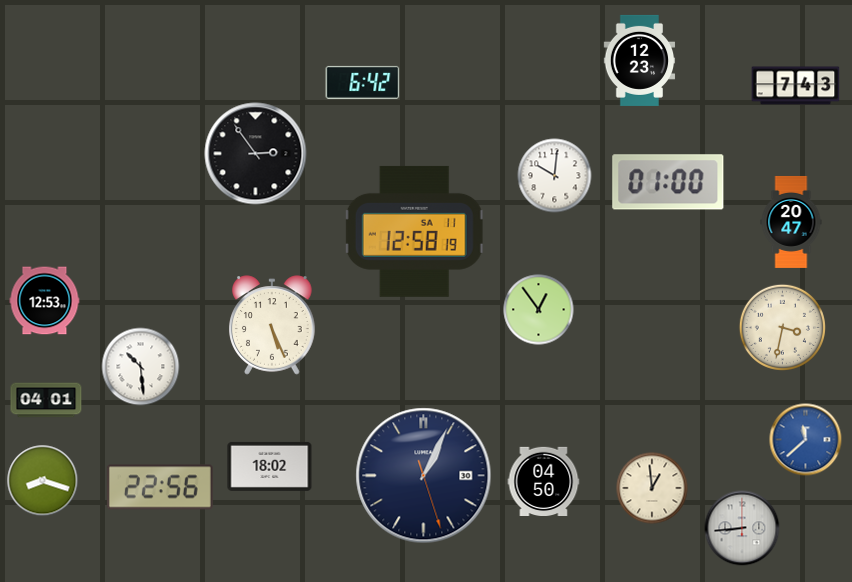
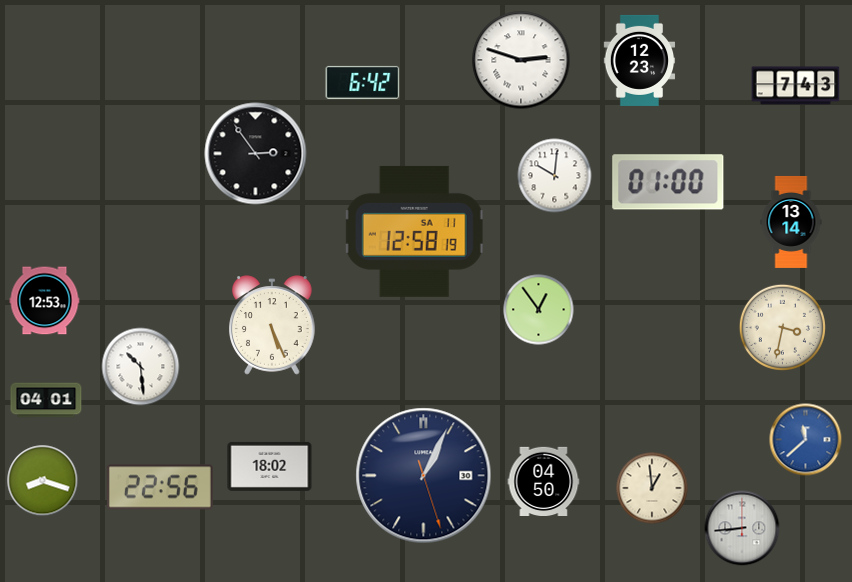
clock at (521, 60): none -> 2:48
clock at (791, 222): 20:47 -> 13:14
